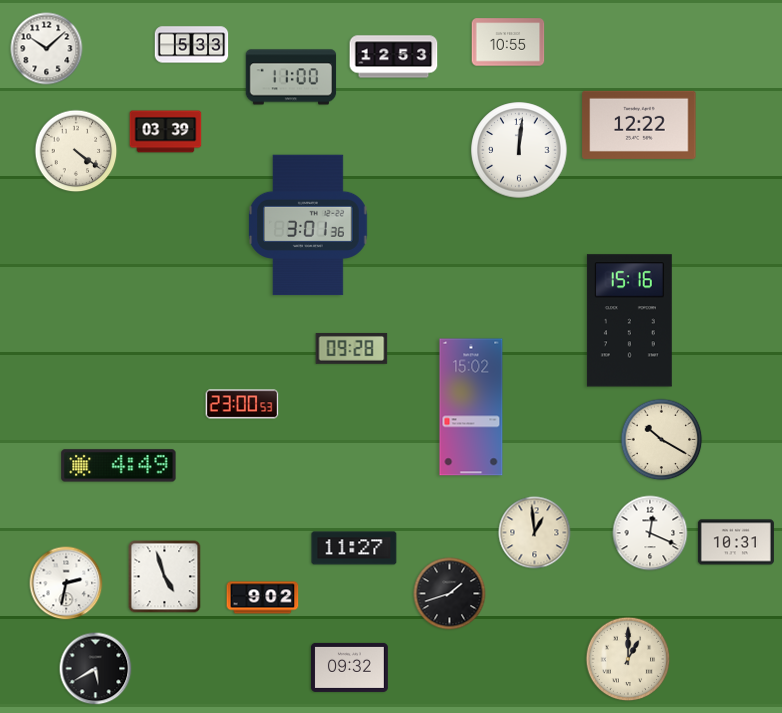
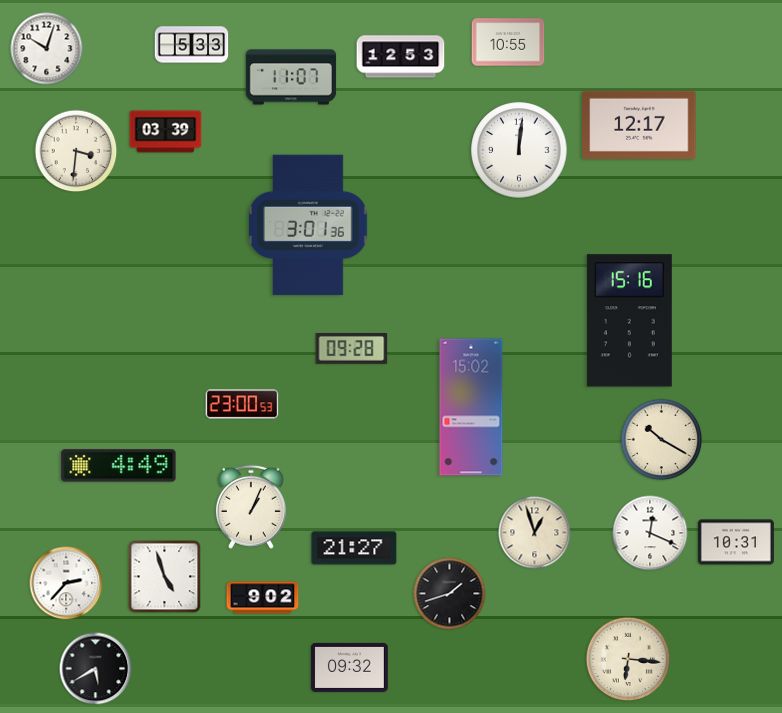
clock at (47, 49): 10:08 -> 10:03
clock at (394, 57) position: (394, 57) -> (401, 57)
clock at (291, 77): 11:00 -> 11:07
clock at (639, 125): 12:22 -> 12:17
clock at (76, 151): 4:21 -> 3:31
clock at (251, 507): none -> 1:04
clock at (535, 533): 12:59 -> 12:57
clock at (354, 548): 11:27 -> 21:27
clock at (66, 583): 2:32 -> 2:37
clock at (628, 659): 1:00 -> 6:16
